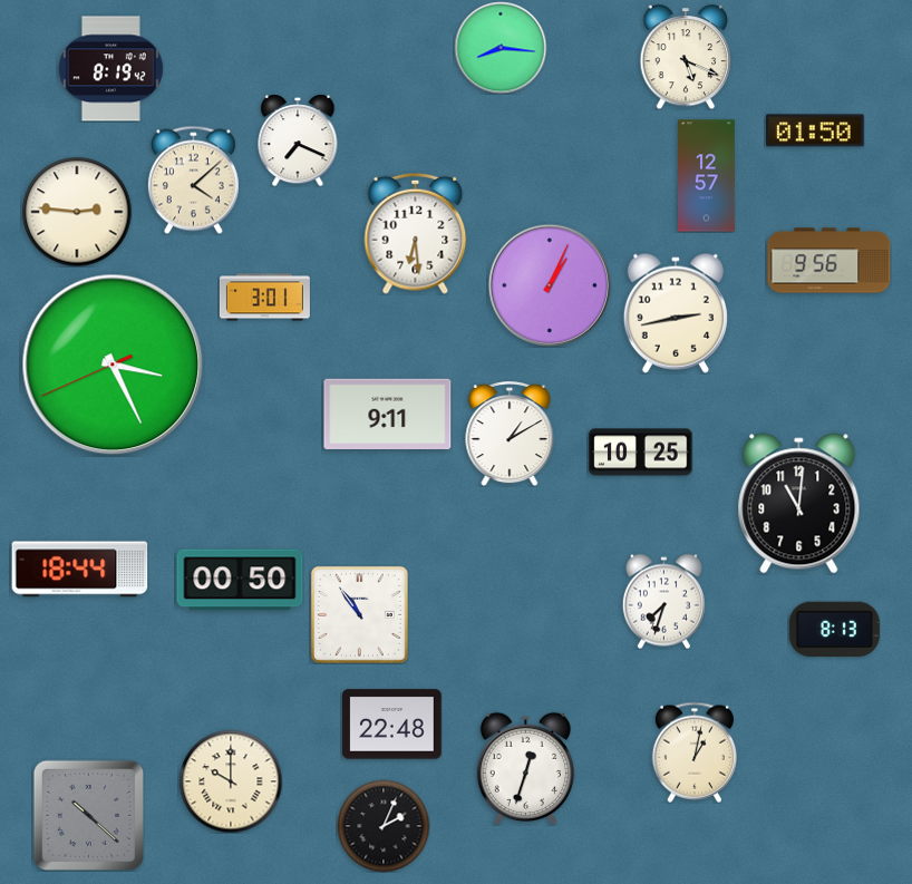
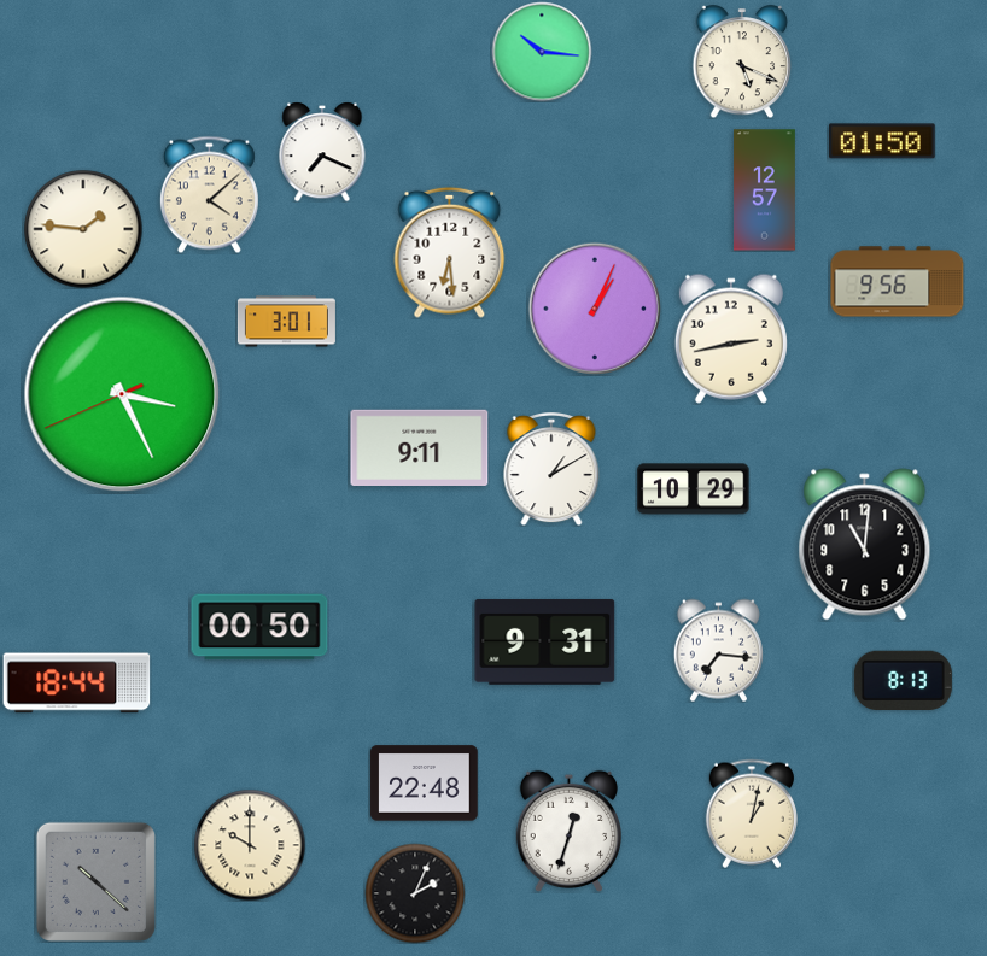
clock at (501, 48): 8:16 -> 10:16
clock at (110, 69): 8:19 -> none
clock at (77, 212): 2:46 -> 1:46
clock at (641, 453): 10:25 -> 10:29
clock at (80, 570) position: (80, 570) -> (77, 684)
clock at (545, 641): none -> 9:31
clock at (663, 601): 7:33 -> 7:16
clock at (359, 614): 10:54 -> none
